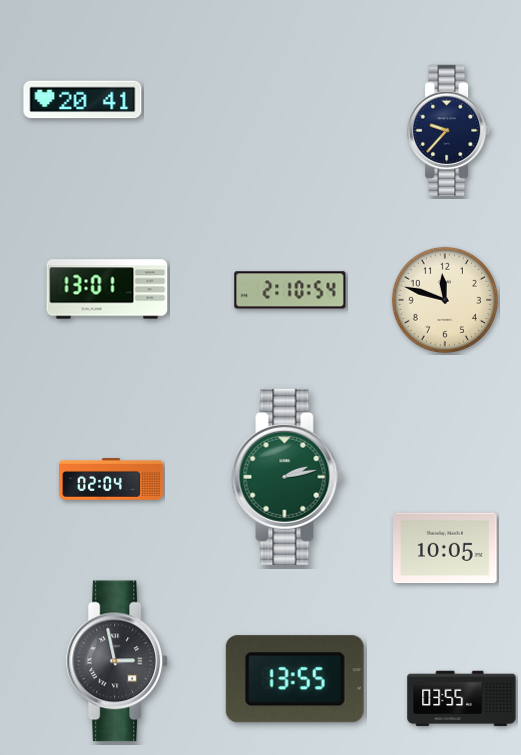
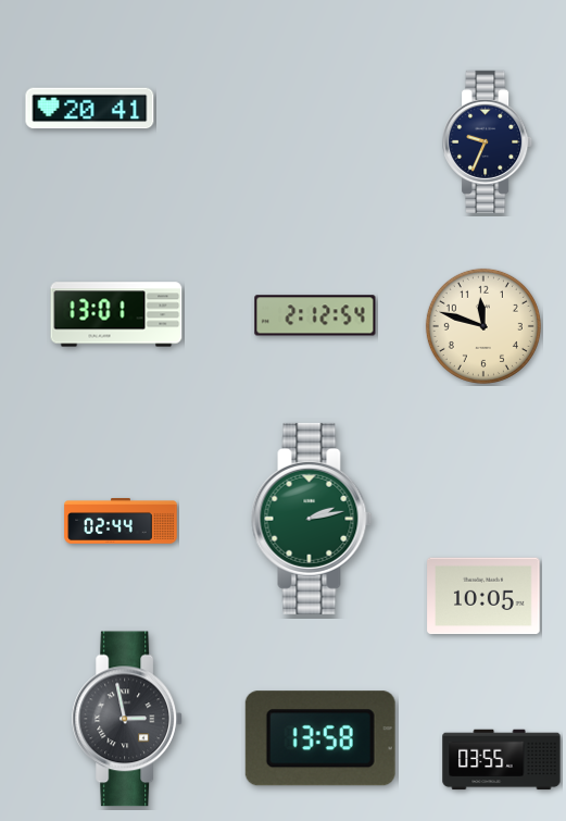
clock at (449, 130): 9:37 -> 9:34
clock at (290, 290): 2:10 -> 2:12
clock at (111, 479): 02:04 -> 02:44
clock at (295, 679): 13:55 -> 13:58
